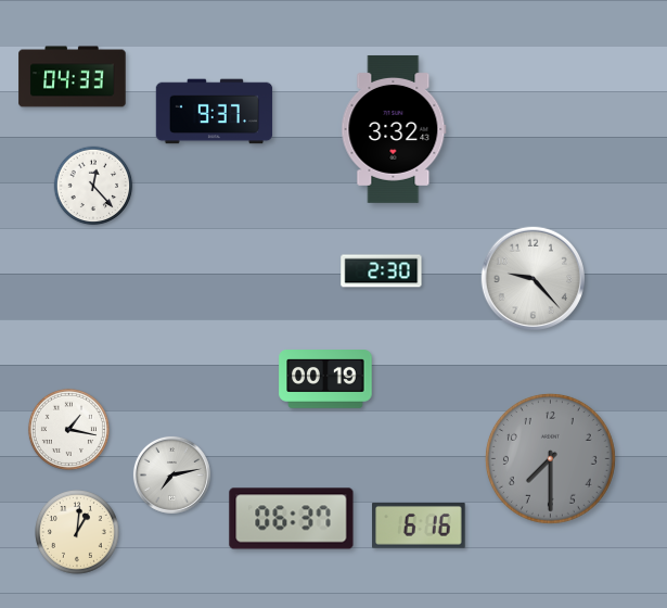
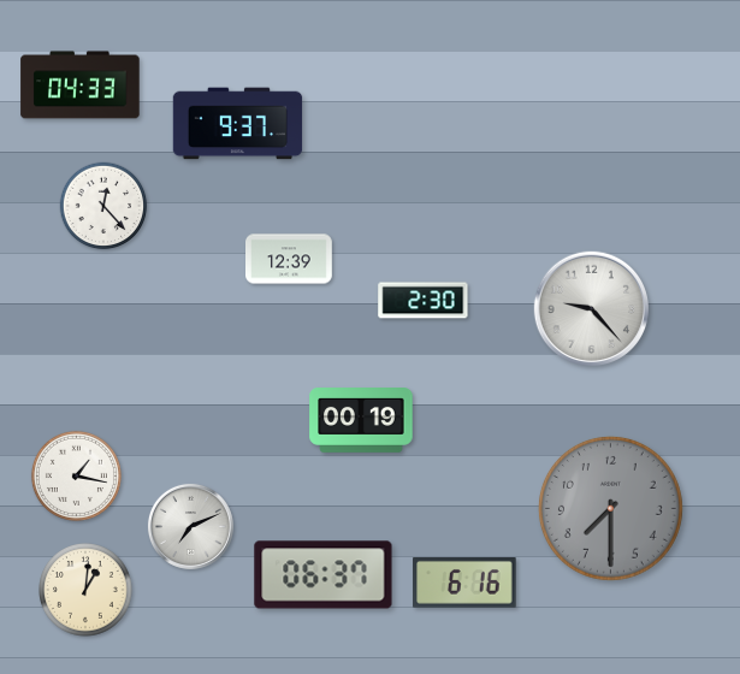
clock at (394, 129): 3:32 -> none
clock at (290, 259): none -> 12:39
clock at (171, 474): 7:13 -> 7:11
